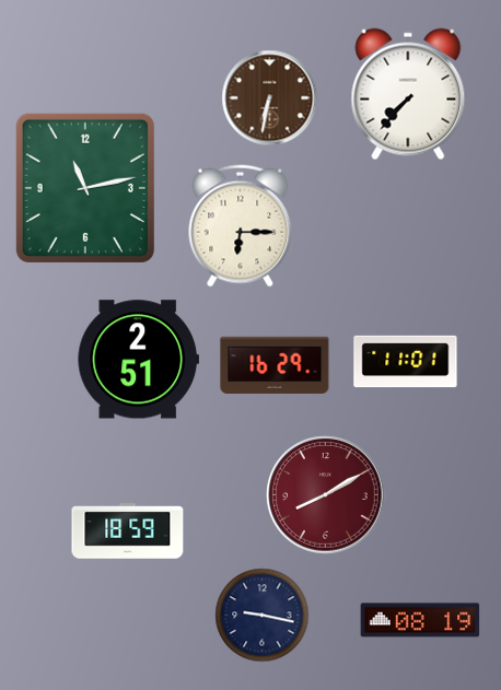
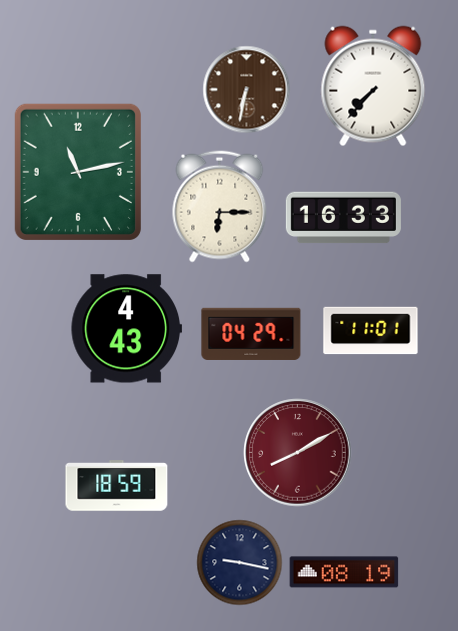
clock at (343, 218): none -> 16:33
clock at (138, 360): 2:51 -> 4:43
clock at (275, 365): 16:29 -> 04:29
clock at (420, 620) position: (420, 620) -> (344, 572)
